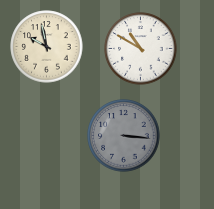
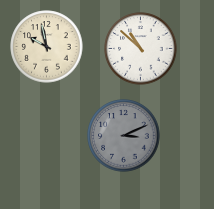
clock at (141, 49): 10:50 -> 10:52
clock at (124, 136): 3:16 -> 3:11
